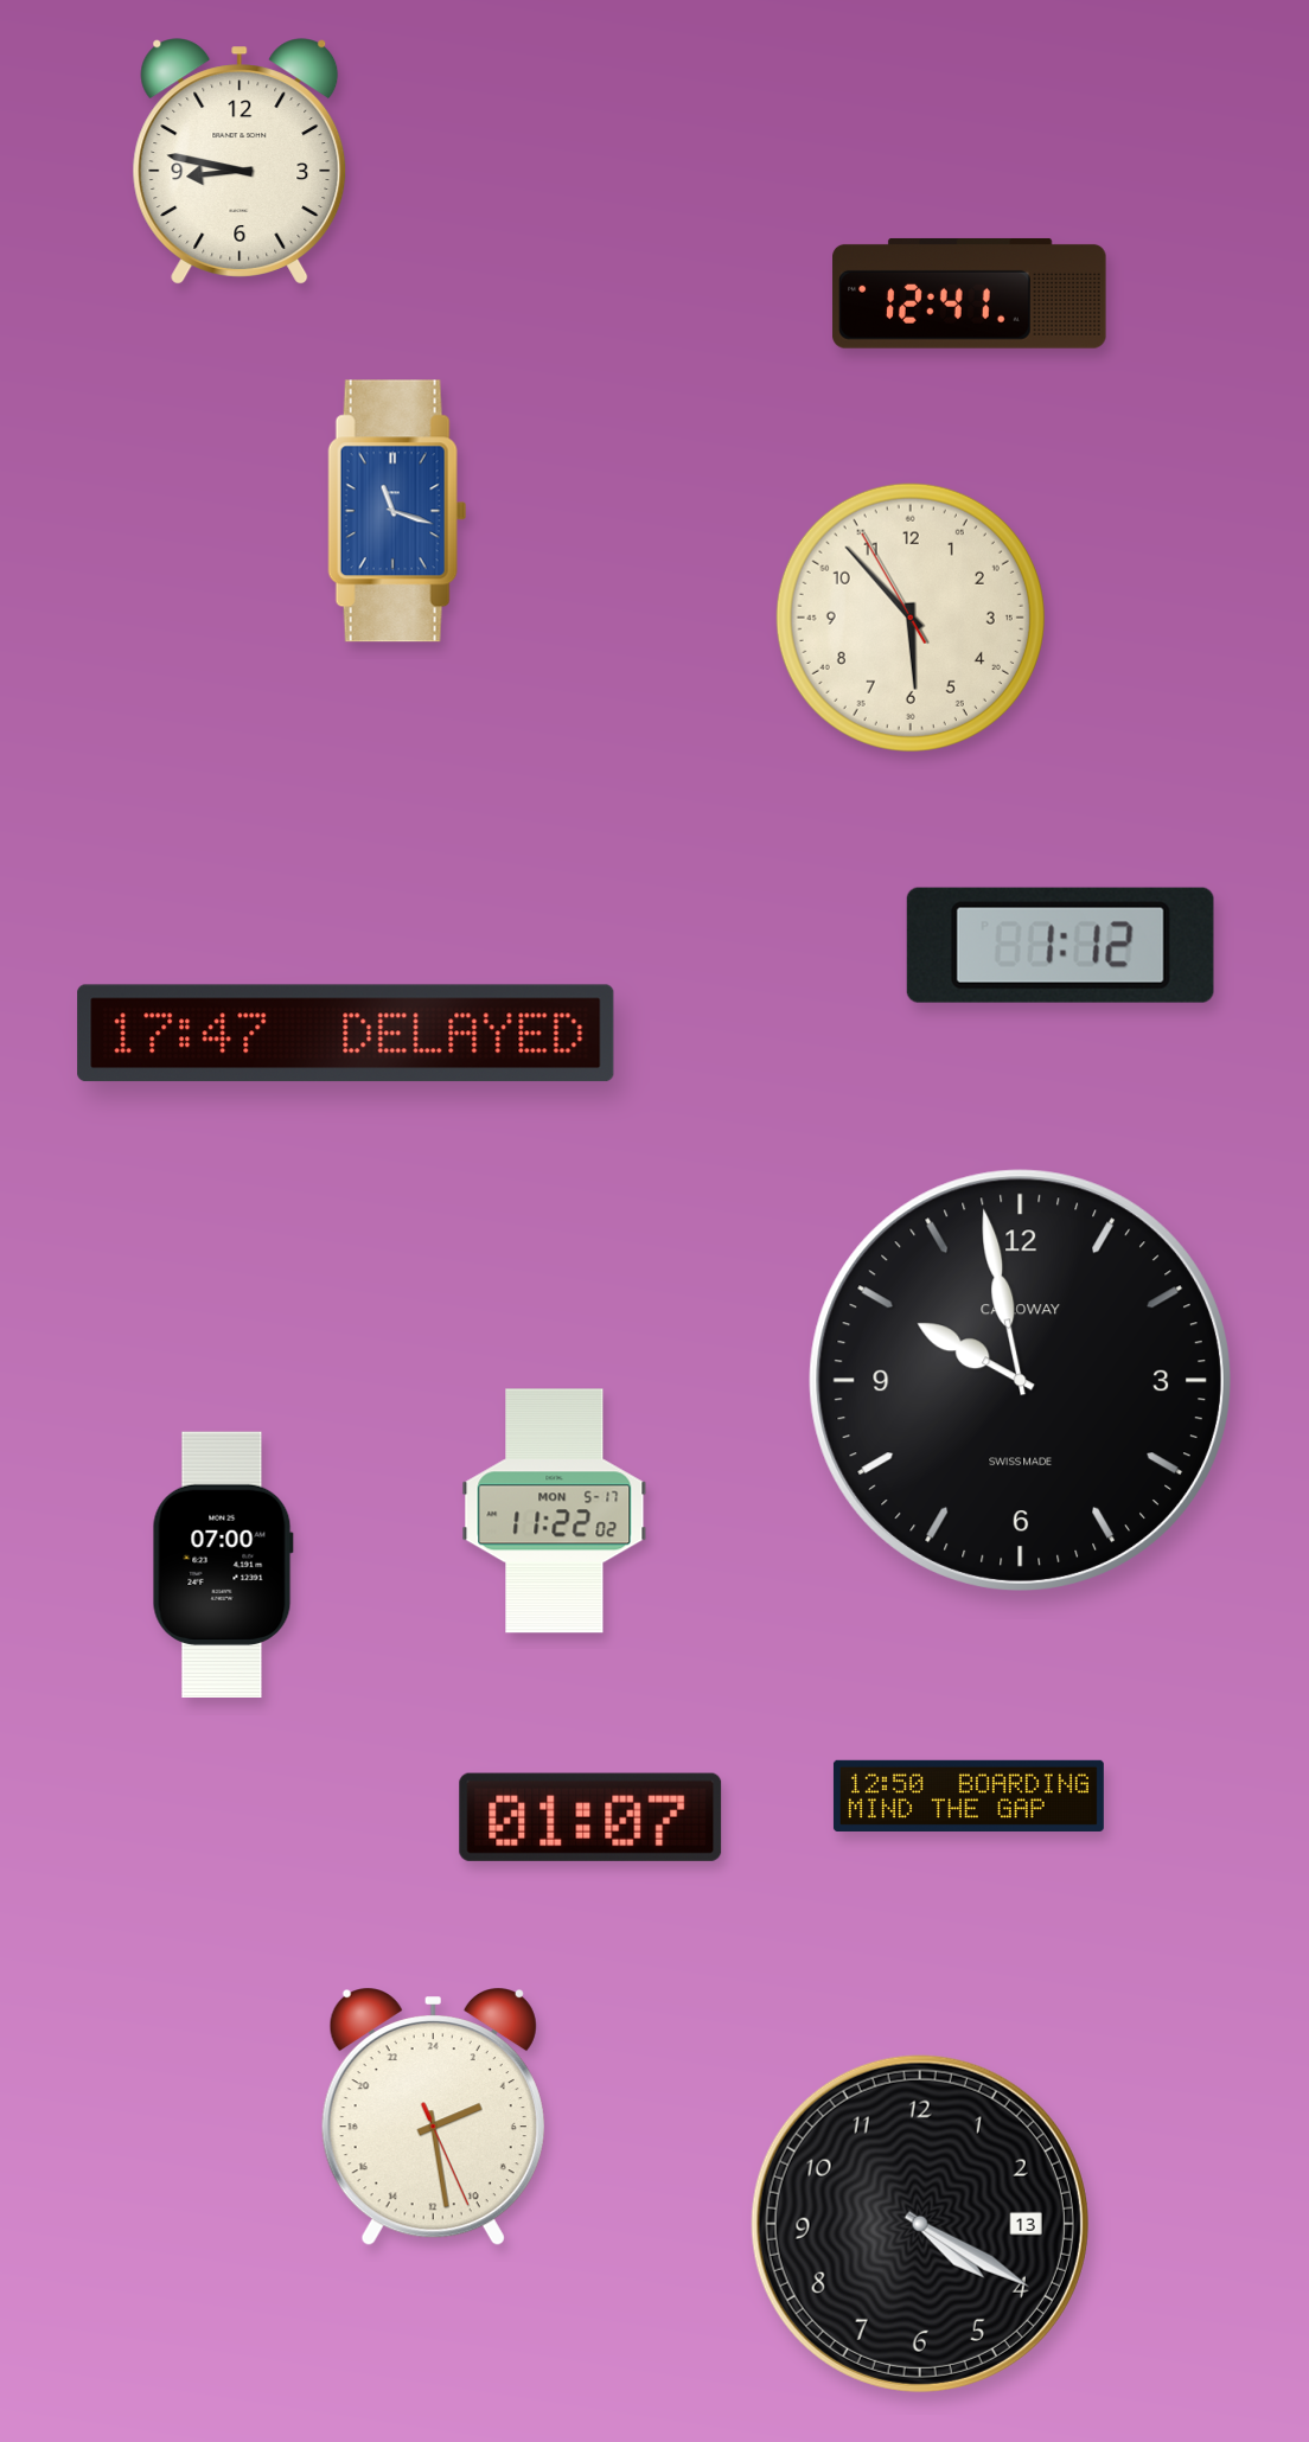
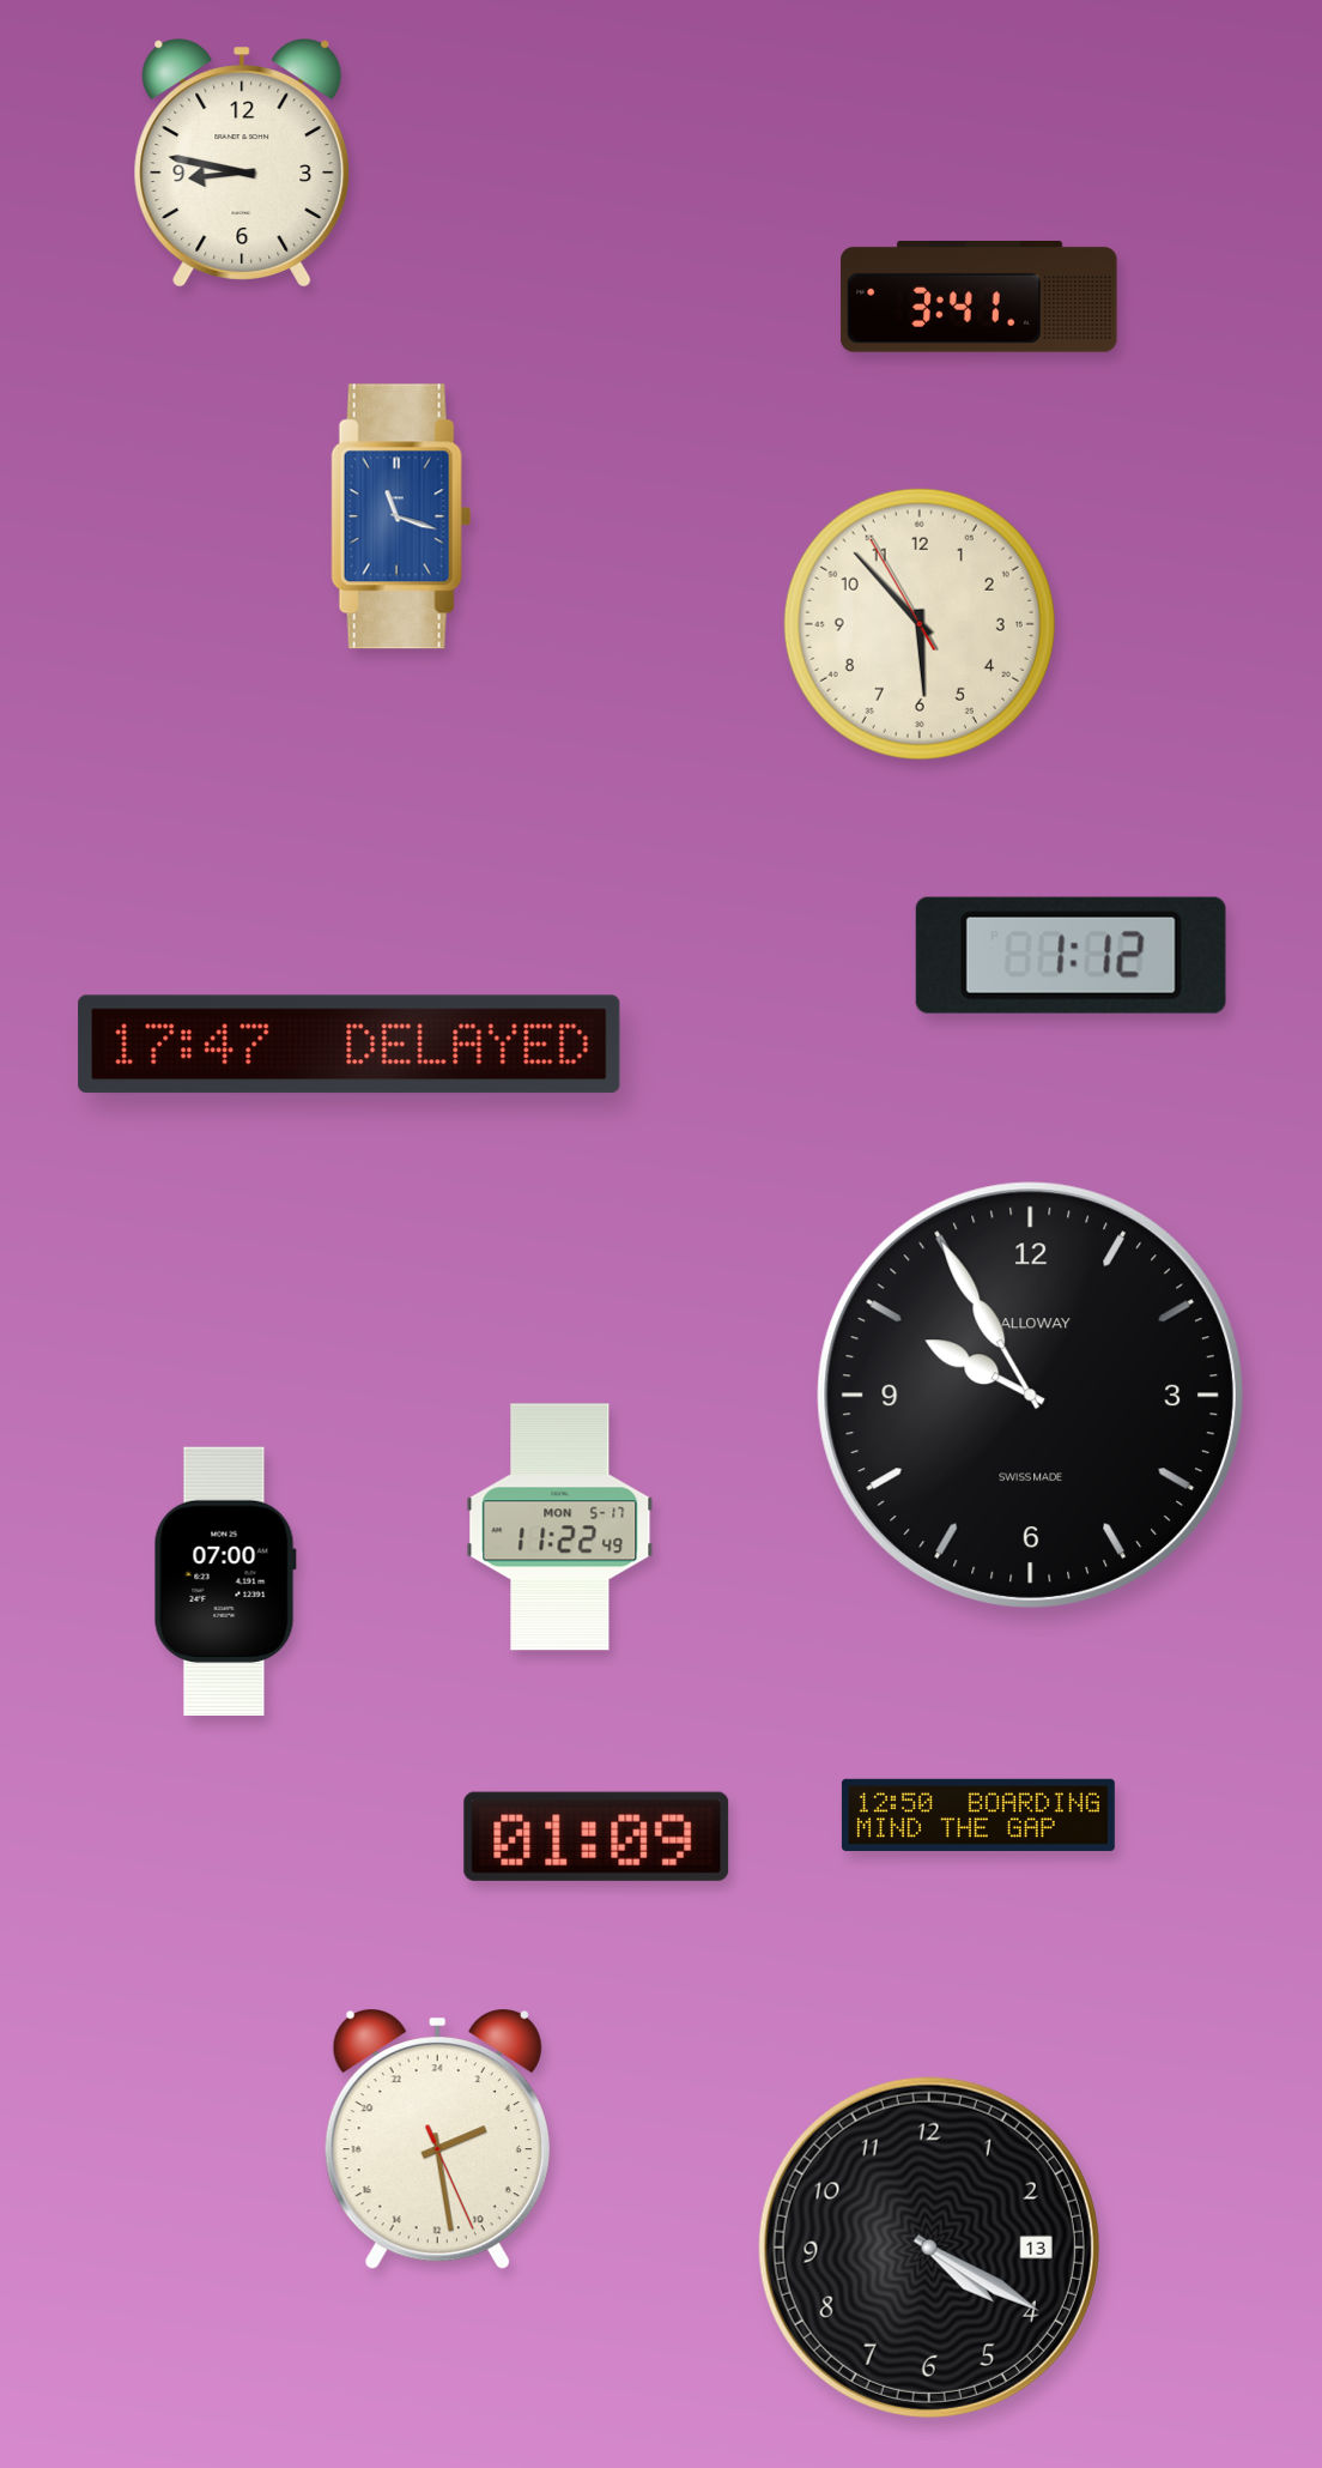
clock at (970, 293): 12:41 -> 3:41
clock at (1020, 1380): 9:58 -> 9:55
clock at (555, 1511): 11:22:02 -> 11:22:49
clock at (590, 1817): 01:07 -> 01:09
